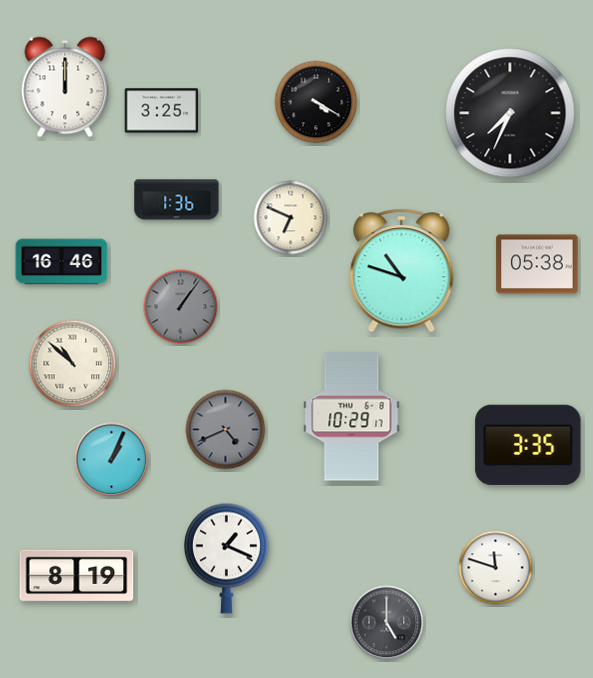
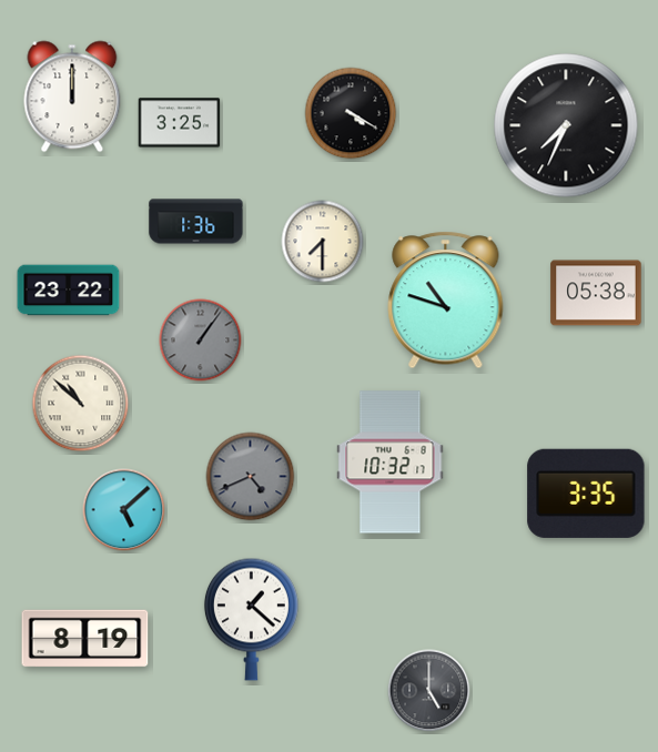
clock at (291, 218): 6:49 -> 7:30
clock at (62, 262): 16:46 -> 23:22
clock at (352, 417): 10:29 -> 10:32
clock at (112, 460): 1:04 -> 5:08
clock at (226, 558): 1:19 -> 1:22
clock at (496, 568): 11:48 -> none
